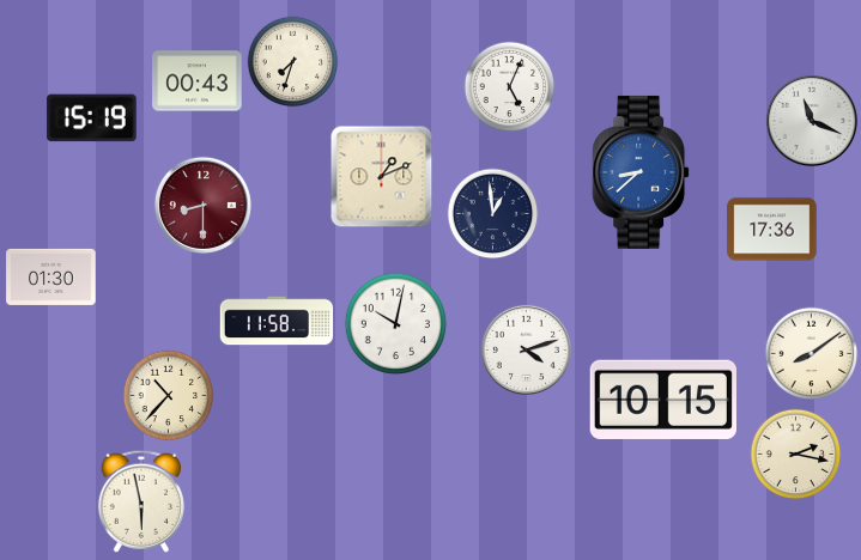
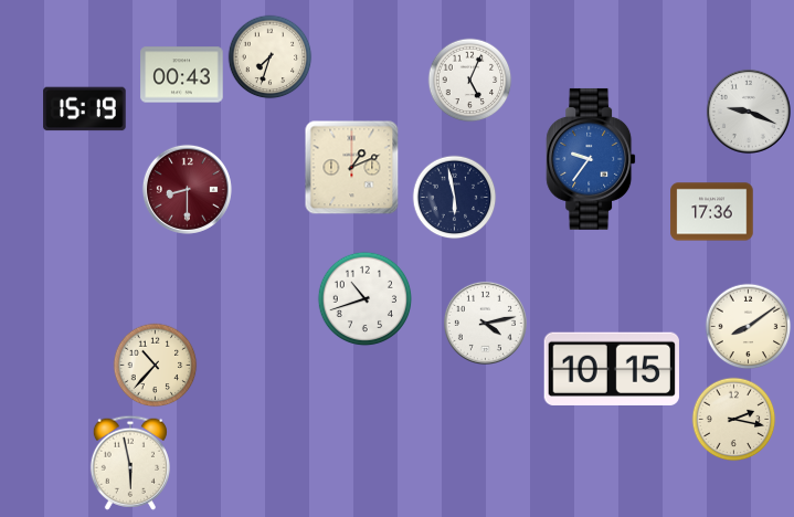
clock at (812, 121): 11:19 -> 9:19
clock at (641, 172): 8:38 -> 9:36
clock at (382, 177) position: (382, 177) -> (352, 168)
clock at (493, 214): 12:59 -> 5:58
clock at (51, 276): 01:30 -> none
clock at (277, 321): 11:58 -> none
clock at (396, 324): 10:02 -> 10:42
clock at (526, 349): 4:12 -> 4:13
